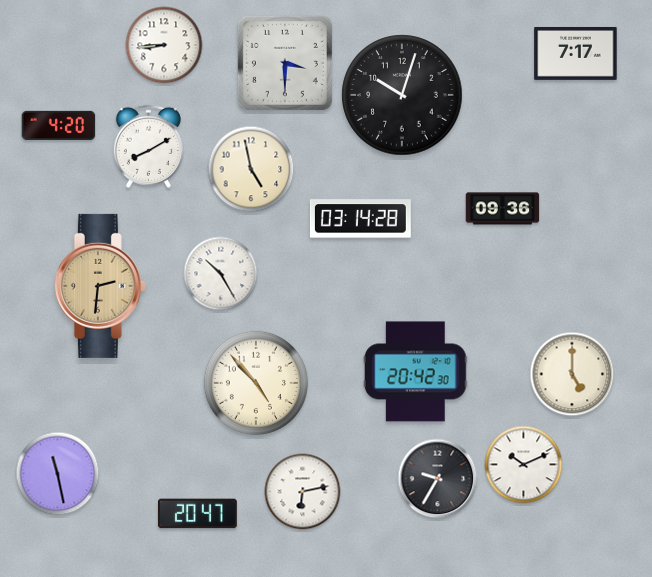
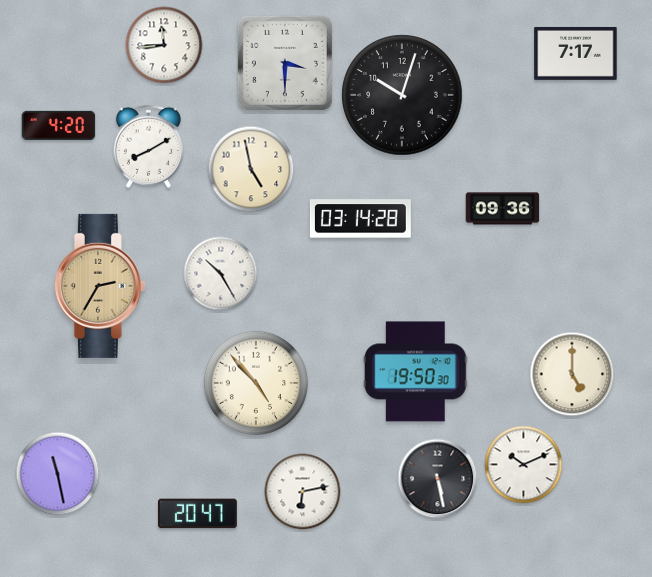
clock at (164, 45): 8:44 -> 11:44
clock at (100, 286): 2:31 -> 2:35
clock at (415, 372): 20:42 -> 19:50
clock at (438, 479): 9:35 -> 5:28
